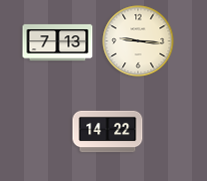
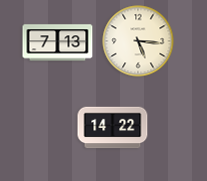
clock at (138, 41): 9:16 -> 5:16
clock at (108, 132) position: (108, 132) -> (113, 128)
